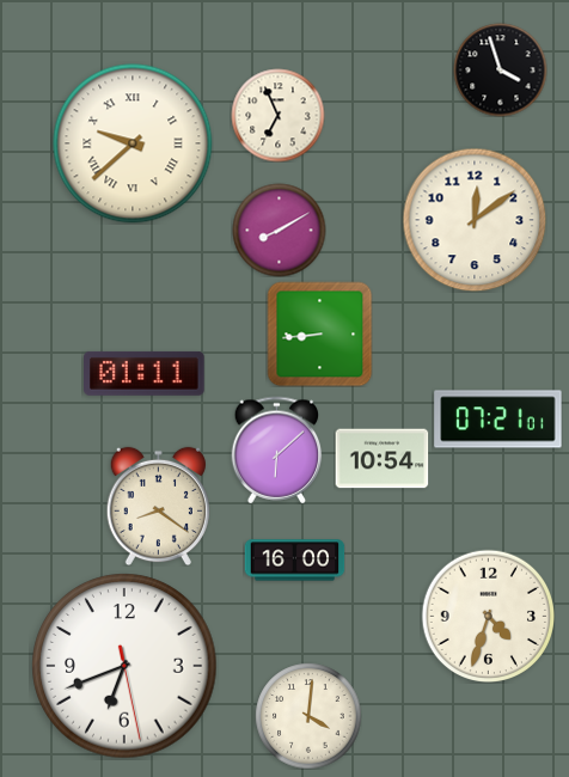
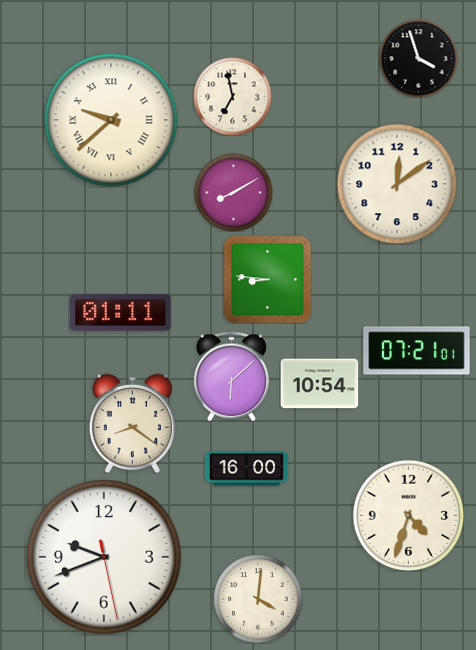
clock at (277, 115): 6:56 -> 6:58
clock at (319, 334): 8:44 -> 8:46
clock at (124, 666): 6:41 -> 9:41
